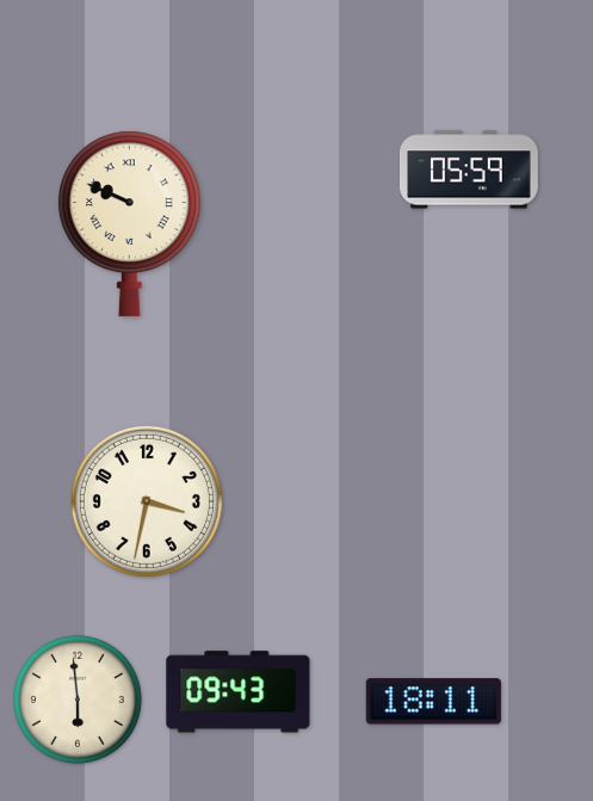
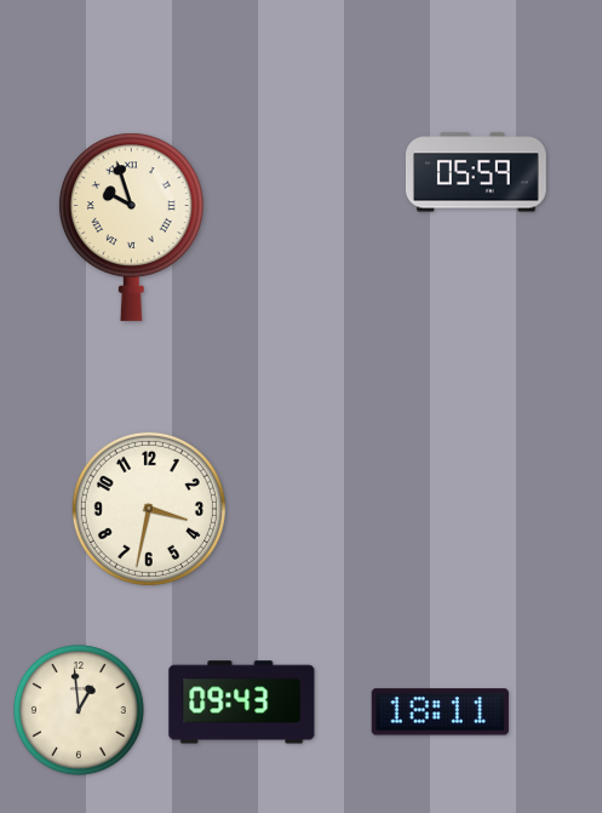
clock at (129, 223): 9:49 -> 9:57
clock at (79, 701): 5:59 -> 12:59
